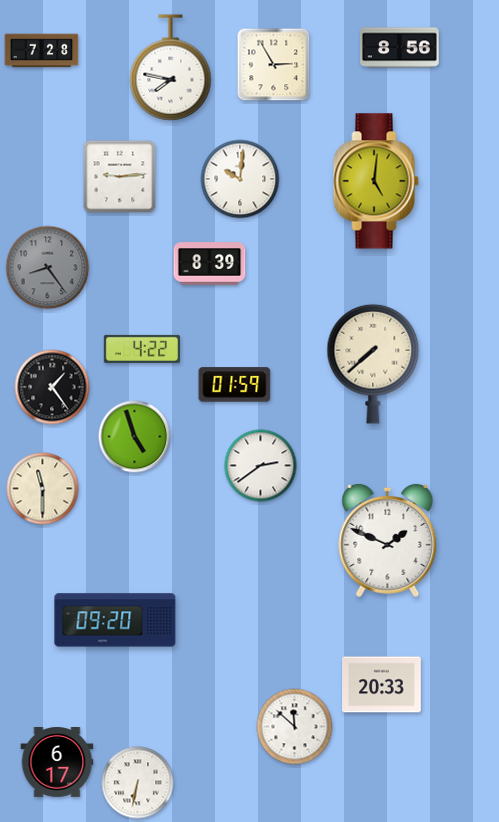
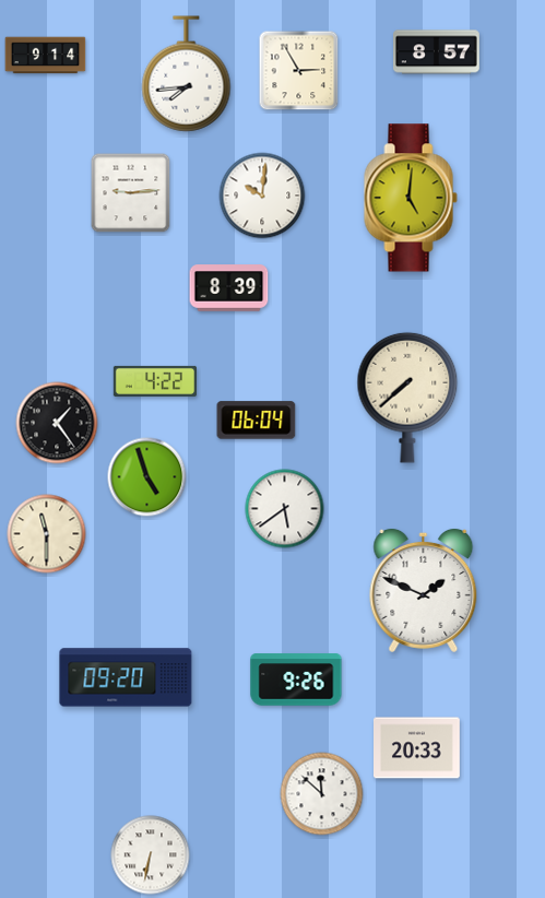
clock at (400, 48): 8:56 -> 8:57
clock at (42, 51): 7:28 -> 9:14
clock at (171, 68): 7:47 -> 7:44
clock at (48, 268): 8:24 -> none
clock at (235, 385): 01:59 -> 06:04
clock at (261, 466): 2:39 -> 5:39
clock at (296, 680): none -> 9:26
clock at (57, 763): 6:17 -> none
